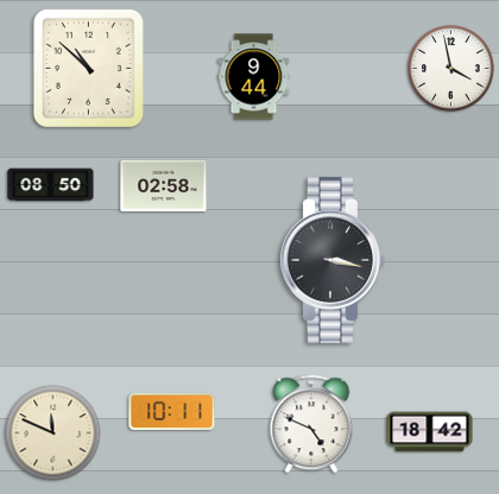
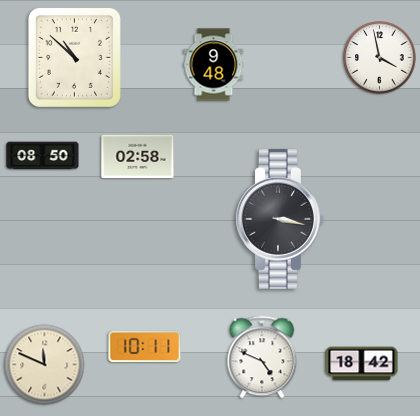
clock at (254, 77): 9:44 -> 9:48
